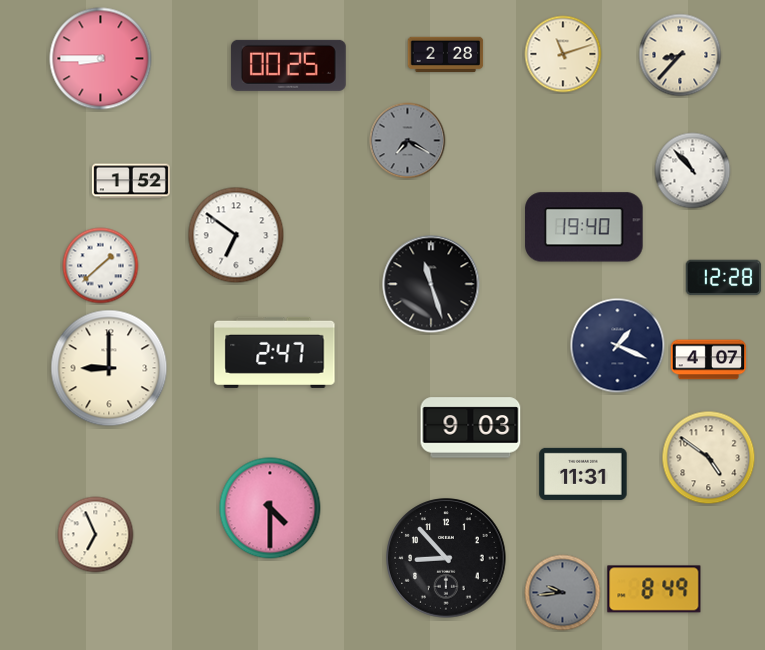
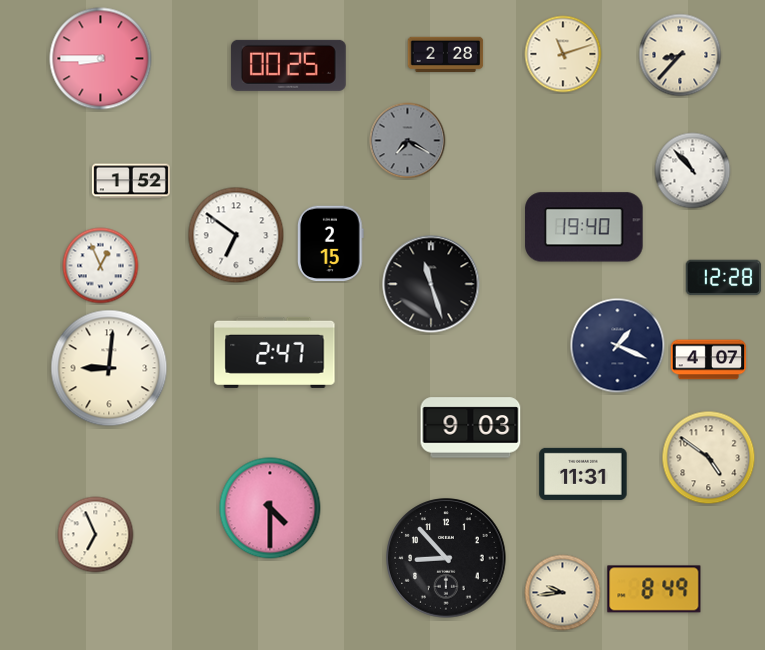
clock at (331, 244): none -> 2:15
clock at (101, 266): 1:38 -> 12:56
clock at (109, 368): 9:00 -> 9:01
clock at (563, 593) dial: grey -> cream
